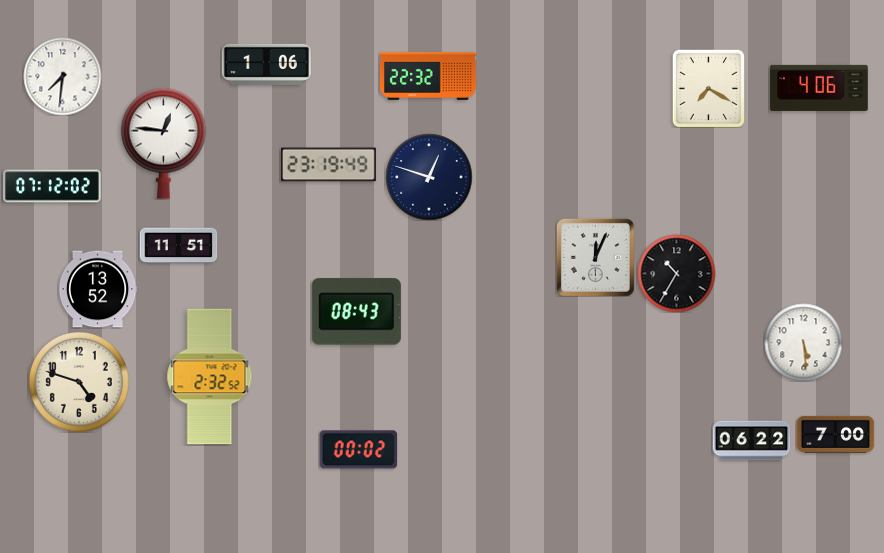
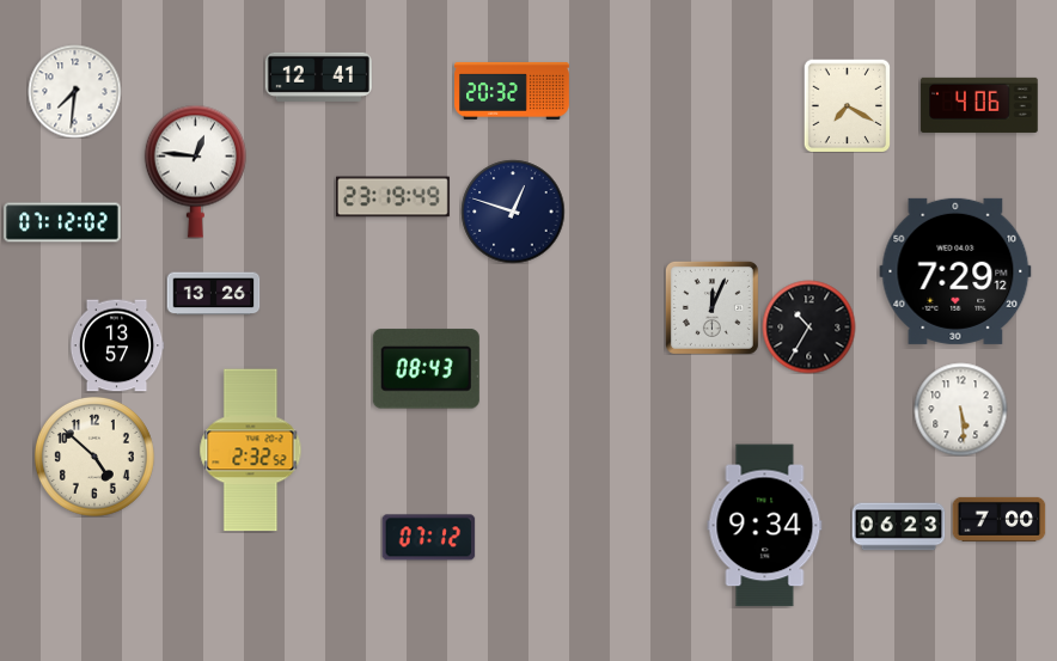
clock at (266, 64): 1:06 -> 12:41
clock at (429, 76): 22:32 -> 20:32
clock at (955, 271): none -> 7:29
clock at (178, 246): 11:51 -> 13:26
clock at (98, 289): 13:52 -> 13:57
clock at (356, 312) position: (356, 312) -> (426, 369)
clock at (79, 382): 4:48 -> 4:52
clock at (765, 526): none -> 9:34
clock at (751, 441): 06:22 -> 06:23
clock at (358, 450): 00:02 -> 07:12
